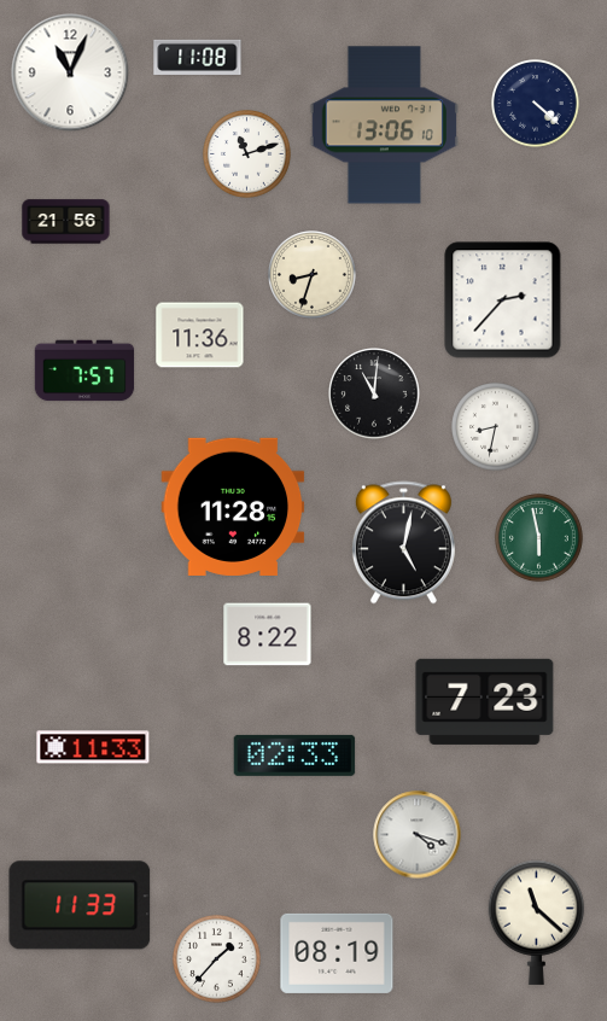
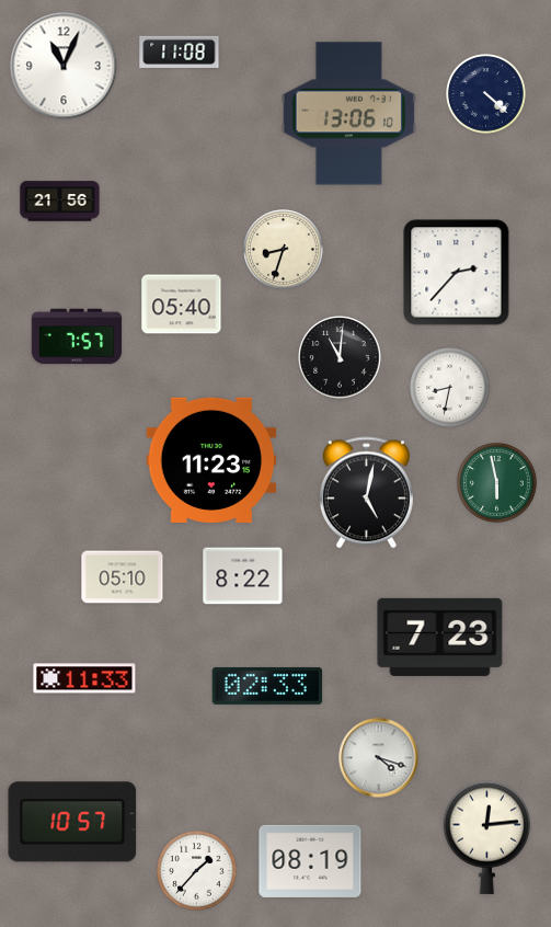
clock at (247, 154): 11:12 -> none
clock at (200, 336): 11:36 -> 05:40
clock at (233, 507): 11:28 -> 11:23
clock at (539, 538) position: (539, 538) -> (497, 483)
clock at (123, 577): none -> 05:10
clock at (80, 905): 11:33 -> 10:57
clock at (537, 922): 11:22 -> 12:14
clock at (337, 953) position: (337, 953) -> (310, 861)
